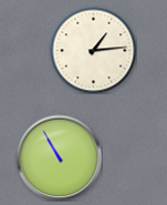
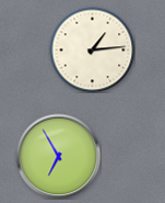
clock at (59, 157): 10:55 -> 6:55
